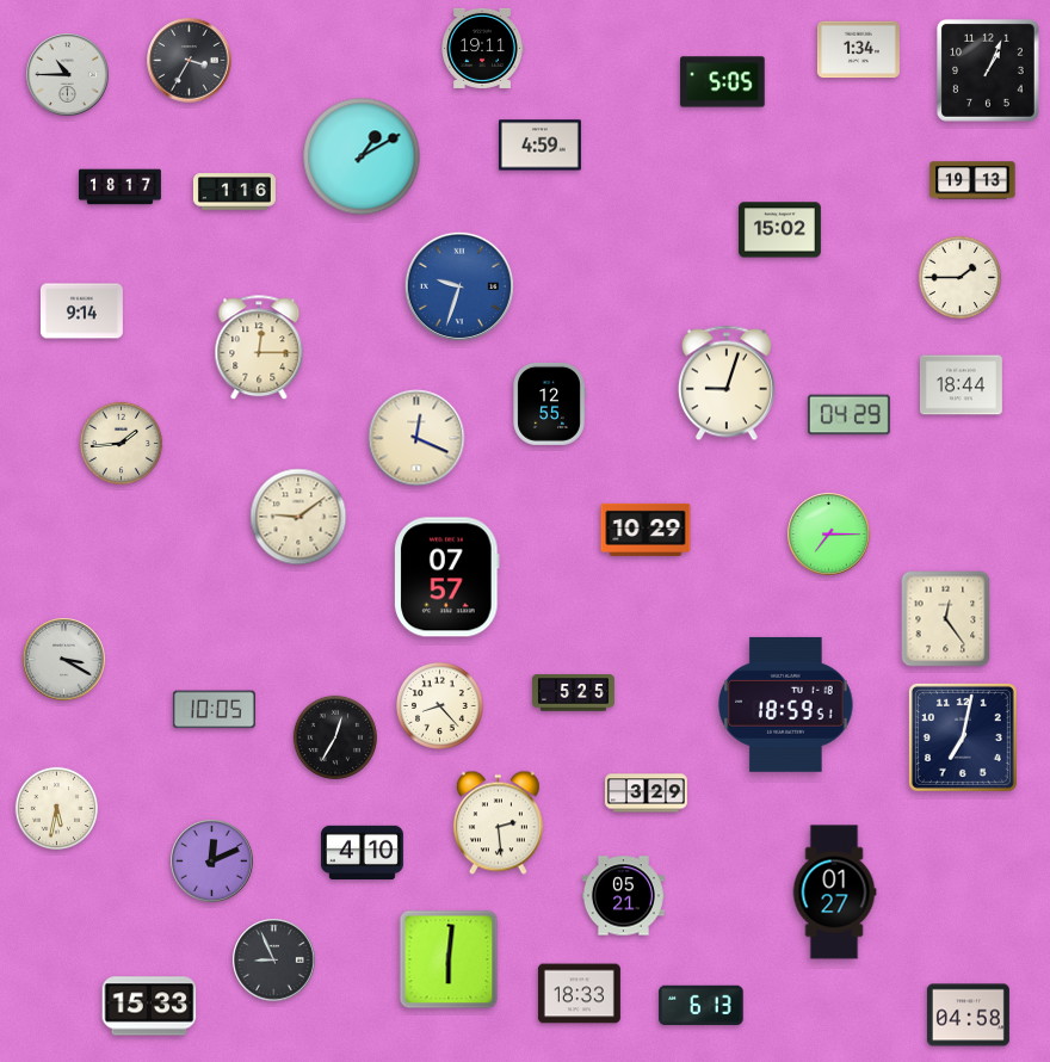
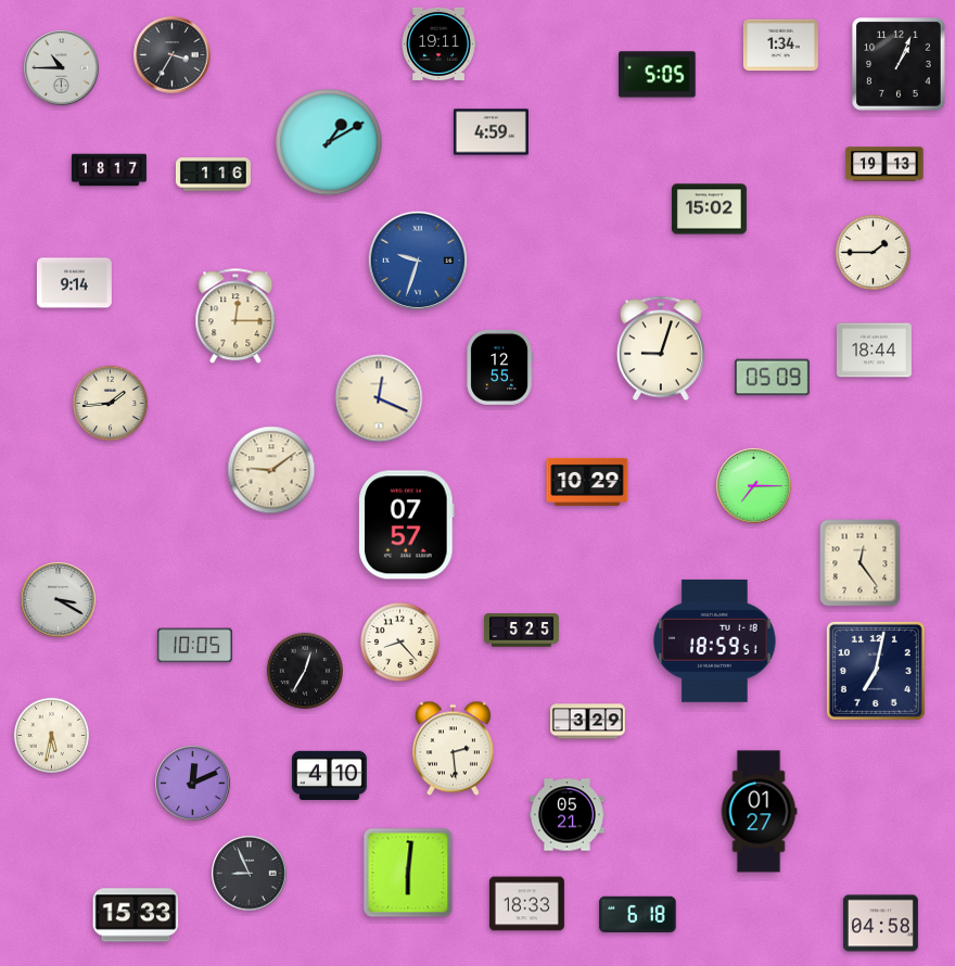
clock at (848, 415): 04:29 -> 05:09
clock at (702, 1005): 6:13 -> 6:18
